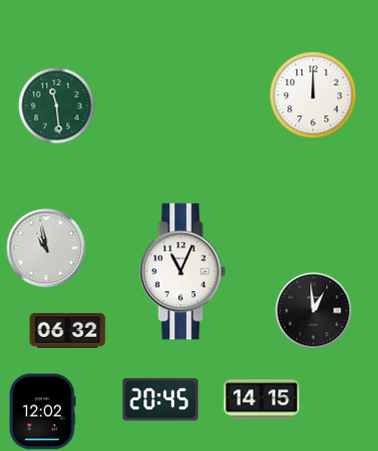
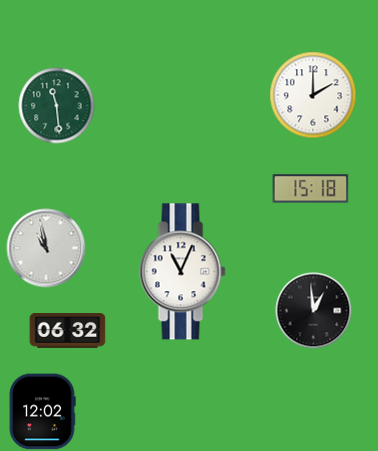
clock at (313, 95): 12:00 -> 2:00
clock at (311, 189): none -> 15:18
clock at (161, 400): 20:45 -> none
clock at (262, 400): 14:15 -> none
